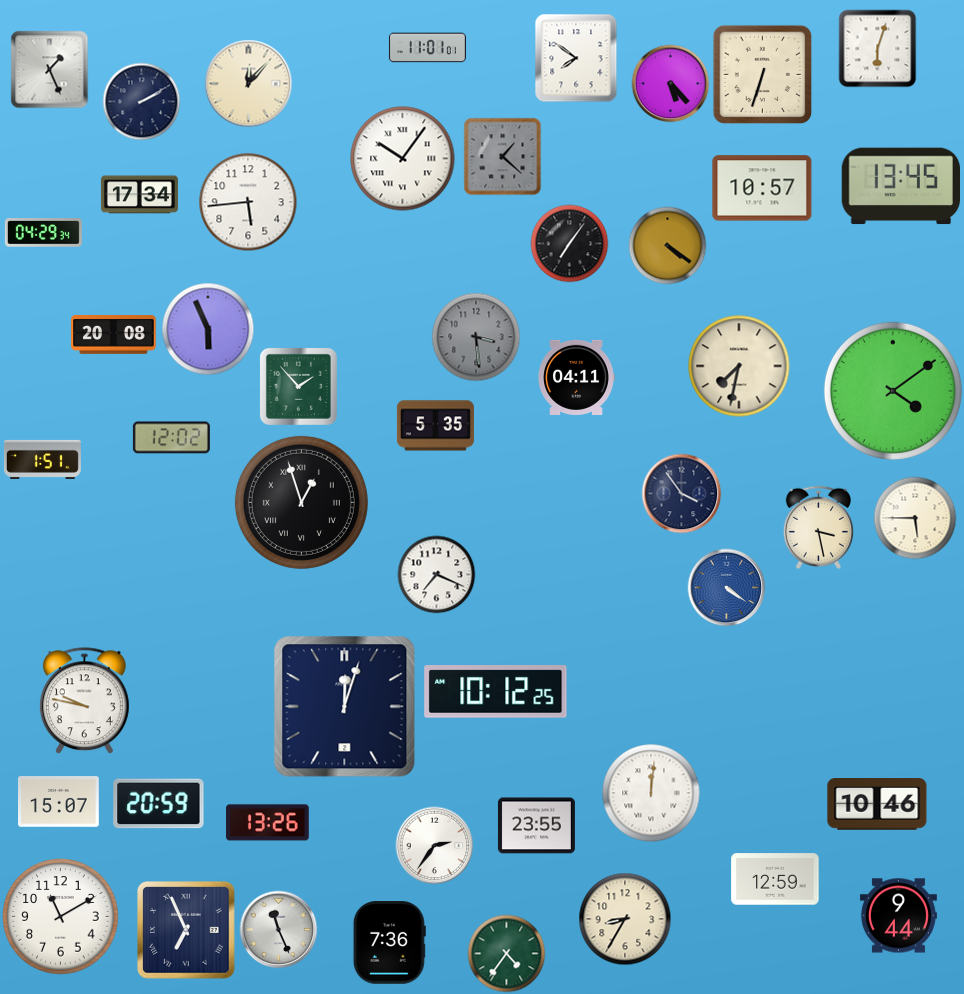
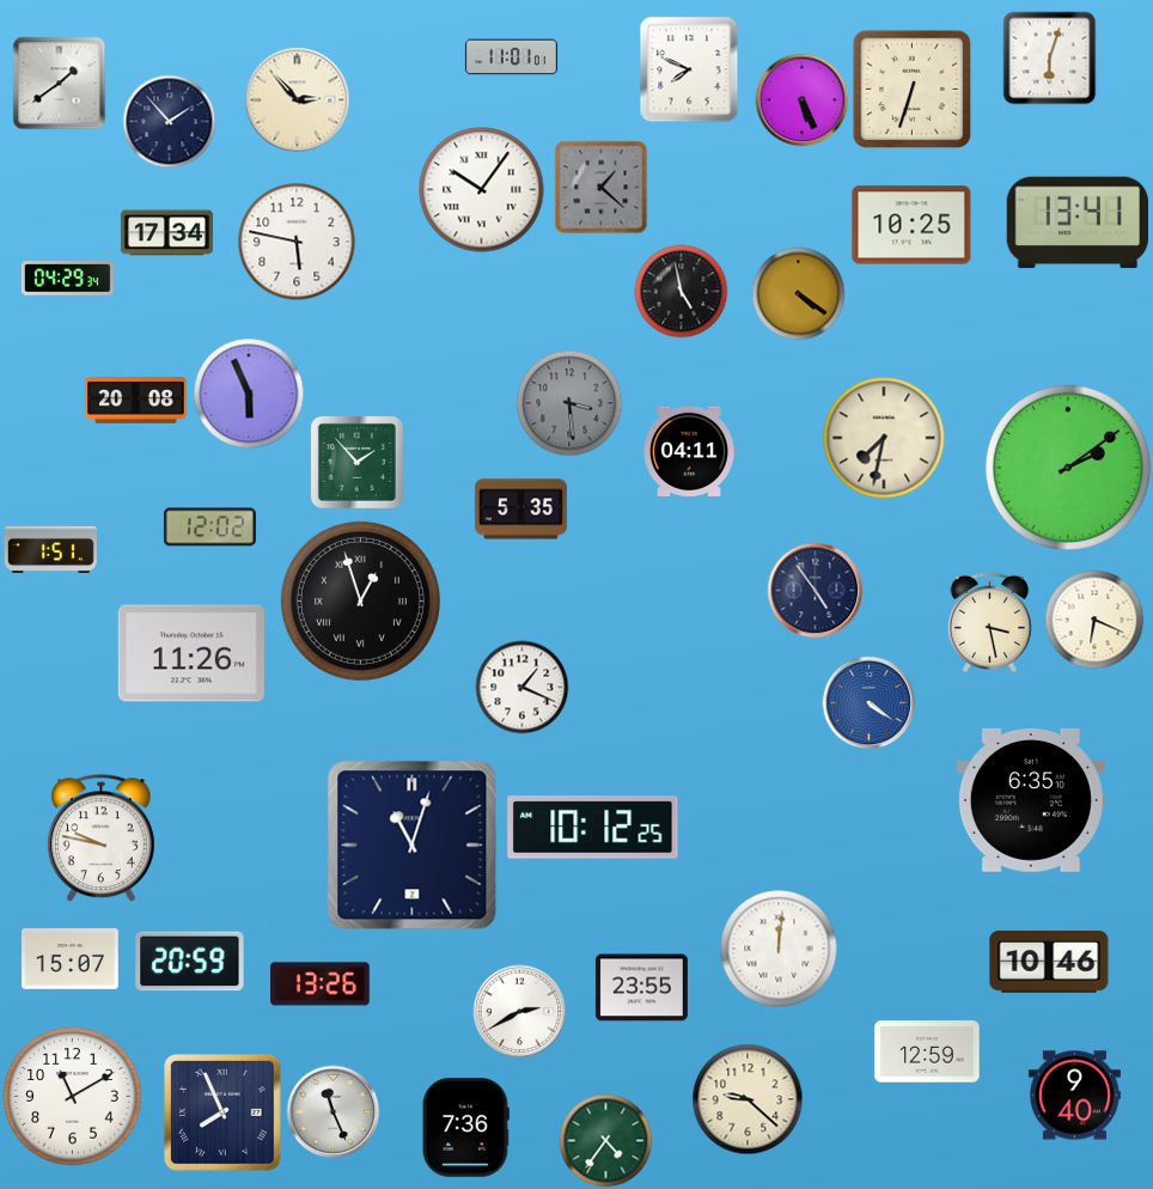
clock at (576, 58): 7:51 -> 7:49
clock at (49, 69): 1:26 -> 1:39
clock at (248, 83): 12:07 -> 2:53
clock at (670, 83): 5:23 -> 5:26
clock at (141, 101): 2:10 -> 1:53
clock at (900, 186): 13:45 -> 13:41
clock at (762, 188): 10:57 -> 10:25
clock at (248, 202): 5:44 -> 5:47
clock at (43, 233) position: (43, 233) -> (67, 279)
clock at (569, 243): 7:06 -> 4:58
clock at (893, 391): 4:09 -> 2:09
clock at (171, 438) position: (171, 438) -> (209, 528)
clock at (681, 493): 3:54 -> 4:54
clock at (915, 518): 5:45 -> 6:19
clock at (819, 527) position: (819, 527) -> (990, 622)
clock at (191, 653): none -> 11:26
clock at (436, 574): 7:19 -> 1:19
clock at (1031, 800): none -> 6:35
clock at (345, 707): 12:03 -> 11:03
clock at (434, 845): 2:36 -> 2:40
clock at (898, 916): 9:44 -> 9:40
clock at (625, 919): 8:35 -> 9:22
clock at (186, 930): 6:56 -> 7:56
